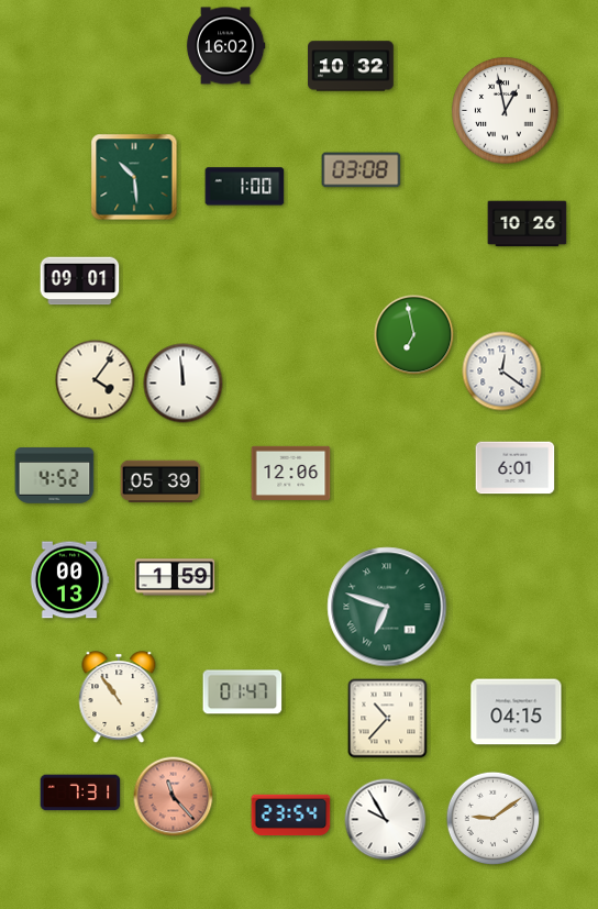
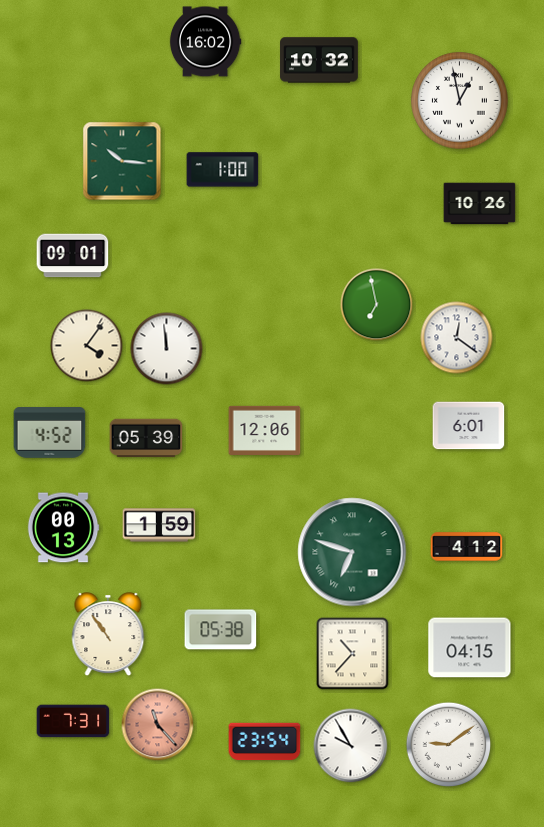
clock at (362, 170): 03:08 -> none
clock at (134, 177): 10:29 -> 10:16
clock at (467, 547): none -> 4:12
clock at (243, 692): 01:47 -> 05:38
